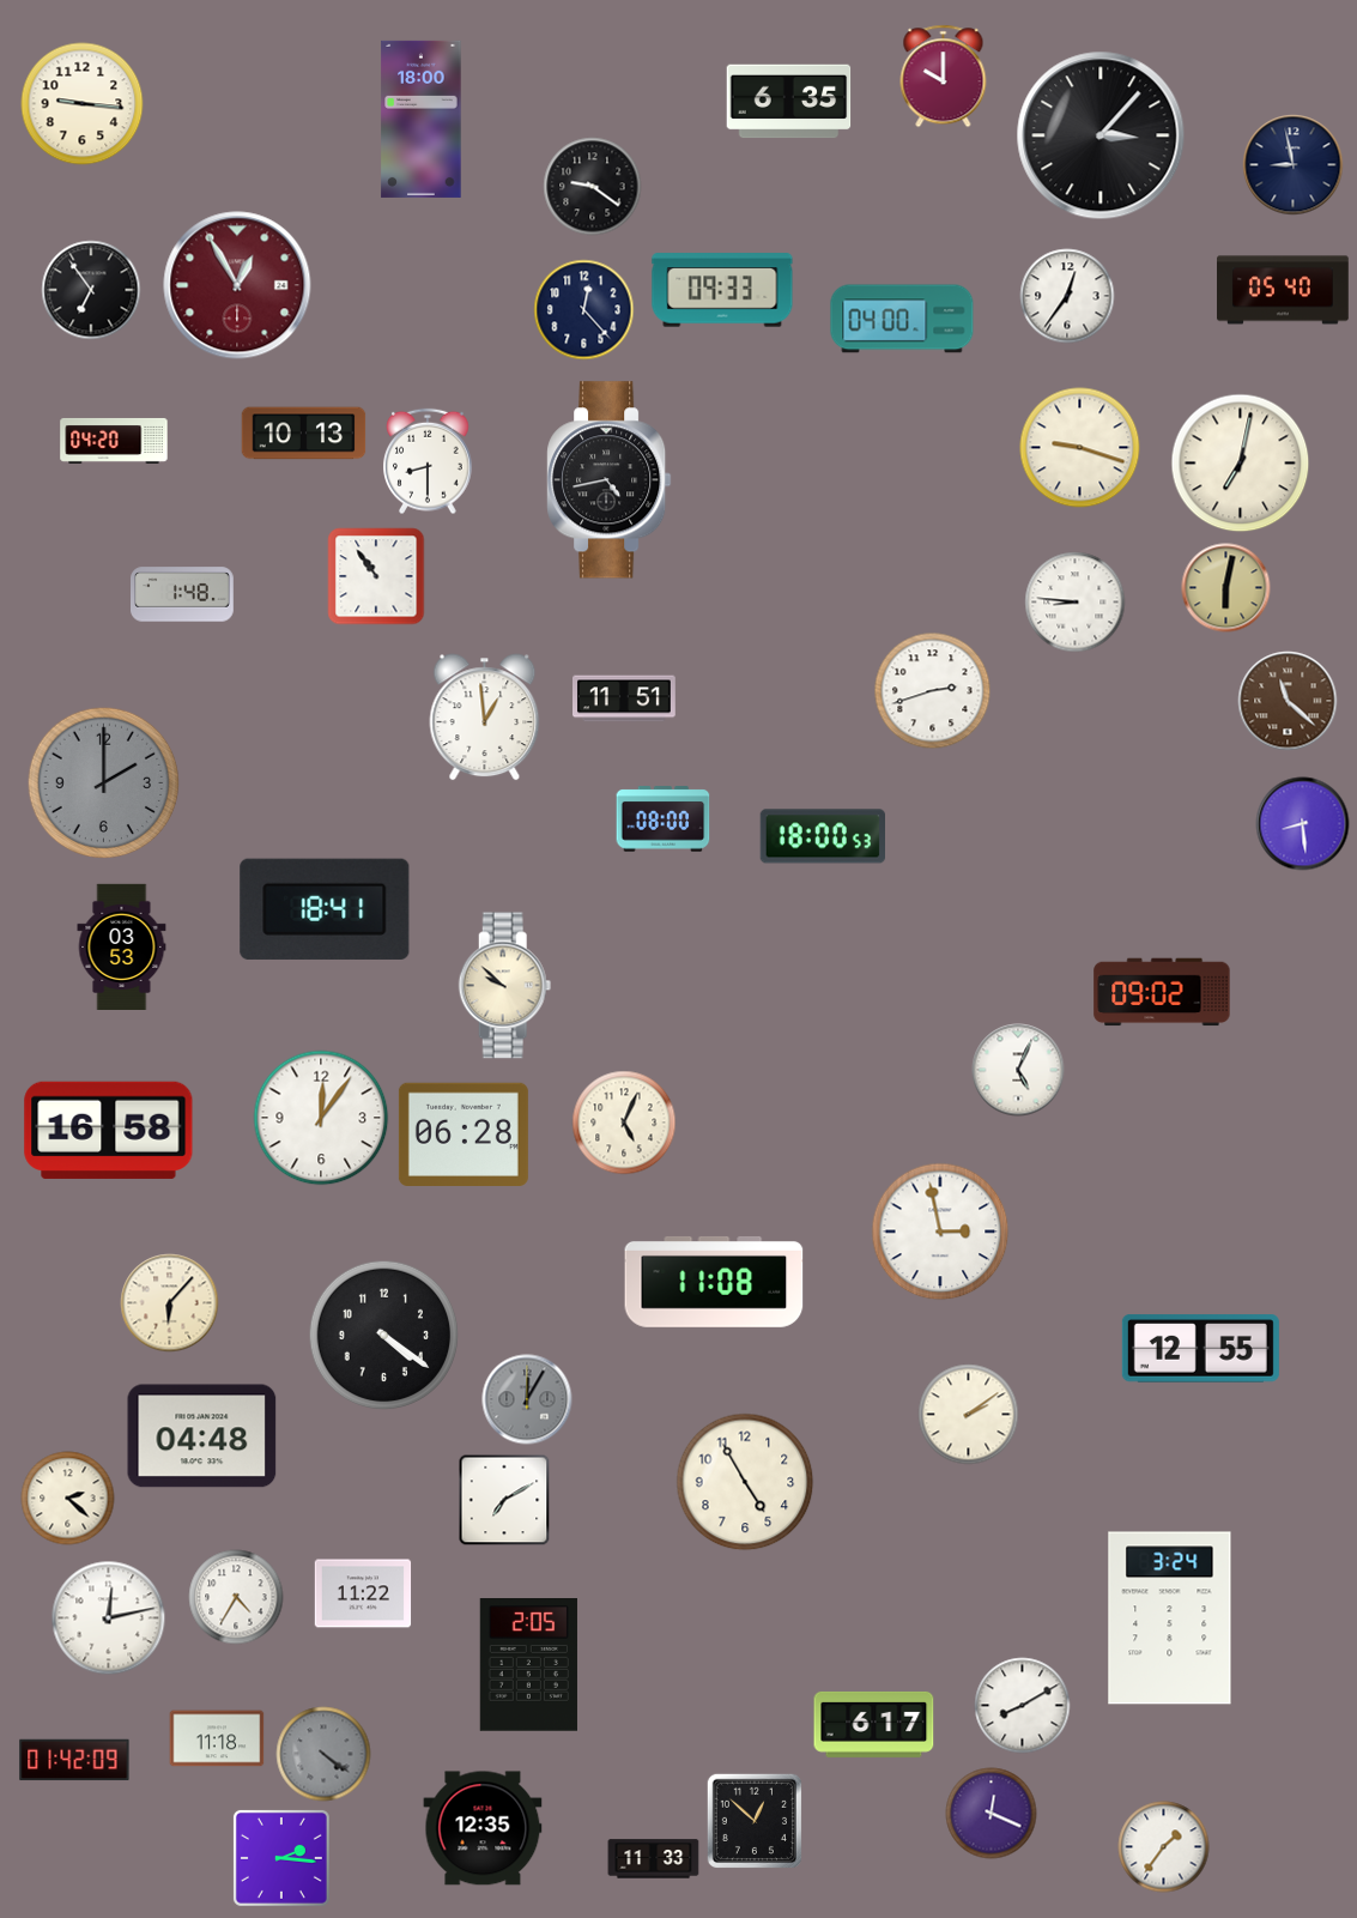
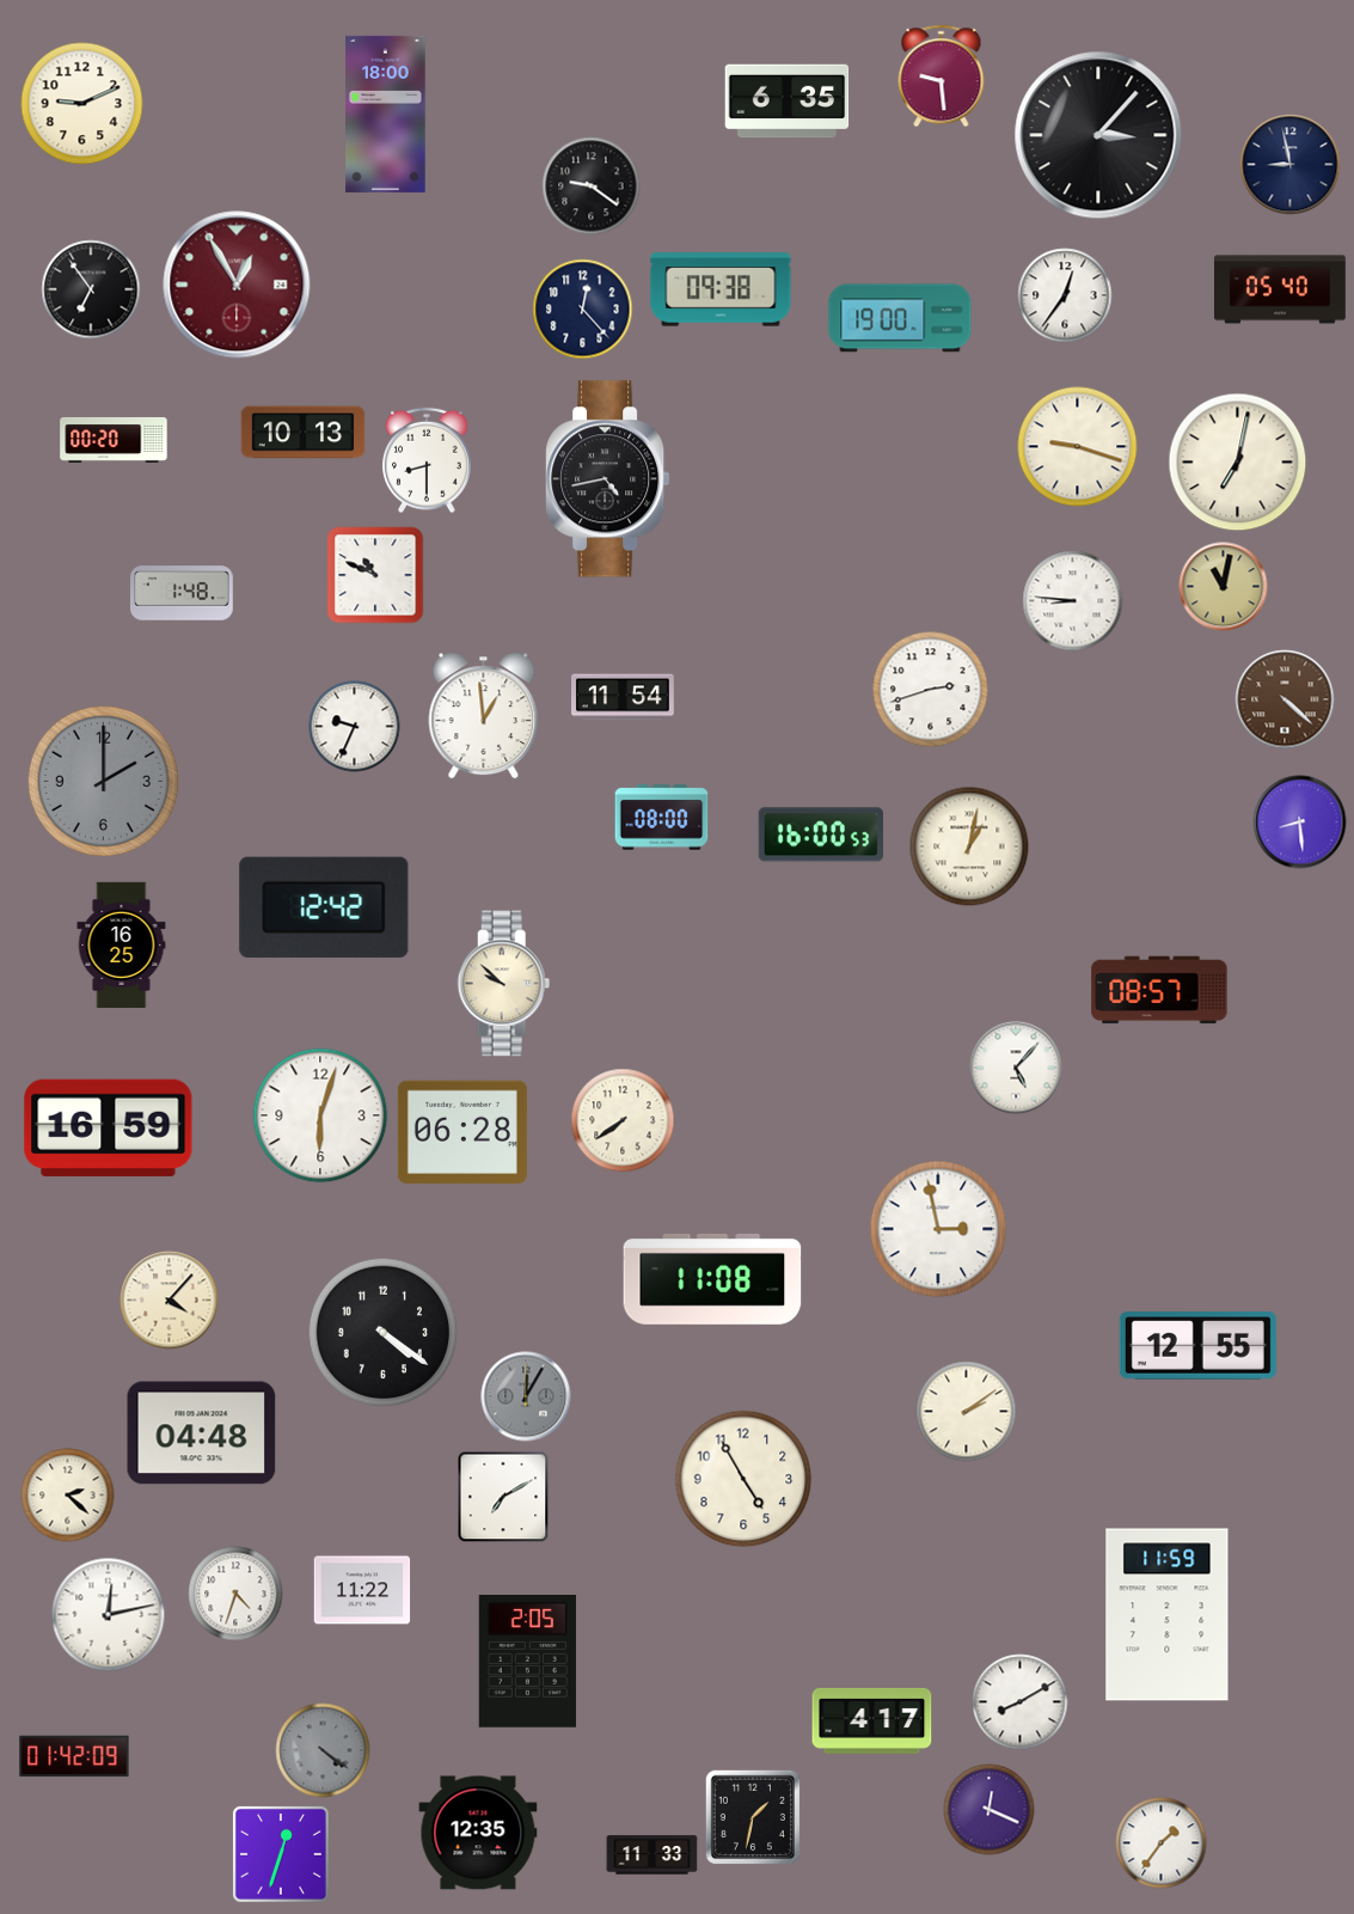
clock at (944, 77): 10:00 -> 9:29
clock at (83, 104): 9:16 -> 9:11
clock at (422, 119) position: (422, 119) -> (386, 114)
clock at (722, 290): 09:33 -> 09:38
clock at (902, 319): 04:00 -> 19:00
clock at (114, 441): 04:20 -> 00:20
clock at (376, 576): 10:54 -> 10:49
clock at (1226, 588): 6:02 -> 11:02
clock at (625, 698): 11:51 -> 11:54
clock at (1288, 701): 11:22 -> 4:22
clock at (355, 727): none -> 9:34
clock at (822, 836): 18:00 -> 16:00
clock at (969, 846): none -> 1:02
clock at (325, 909): 18:41 -> 12:42
clock at (122, 946): 03:53 -> 16:25
clock at (1162, 992): 09:02 -> 08:57
clock at (1018, 1070): 5:04 -> 5:07
clock at (321, 1118): 12:06 -> 6:03
clock at (624, 1123): 5:04 -> 7:39
clock at (109, 1130): 16:58 -> 16:59
clock at (170, 1303): 6:07 -> 4:07
clock at (236, 1597): 4:35 -> 4:33
clock at (1170, 1618): 3:24 -> 11:59
clock at (874, 1724): 6:17 -> 4:17
clock at (217, 1738): 11:18 -> none
clock at (755, 1821): 12:52 -> 1:32
clock at (483, 1828) position: (483, 1828) -> (478, 1833)
clock at (281, 1858): 2:16 -> 12:33
